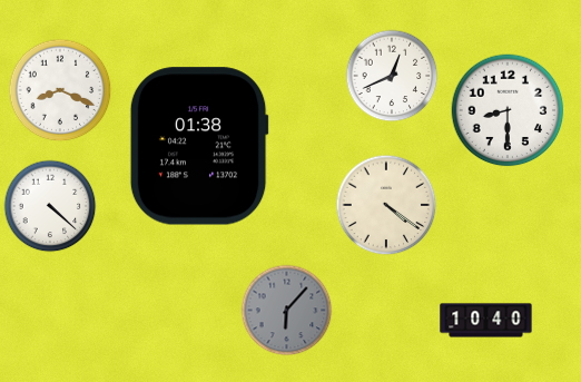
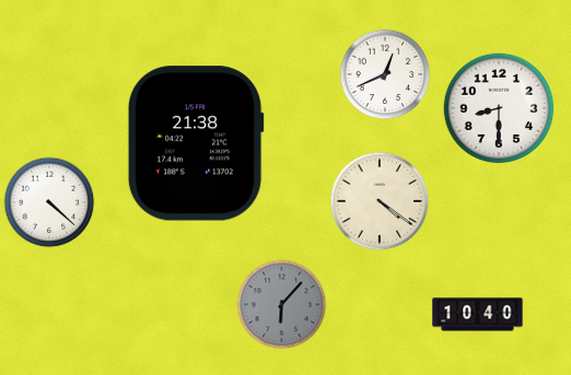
clock at (60, 90): 8:19 -> none
clock at (199, 146): 01:38 -> 21:38
